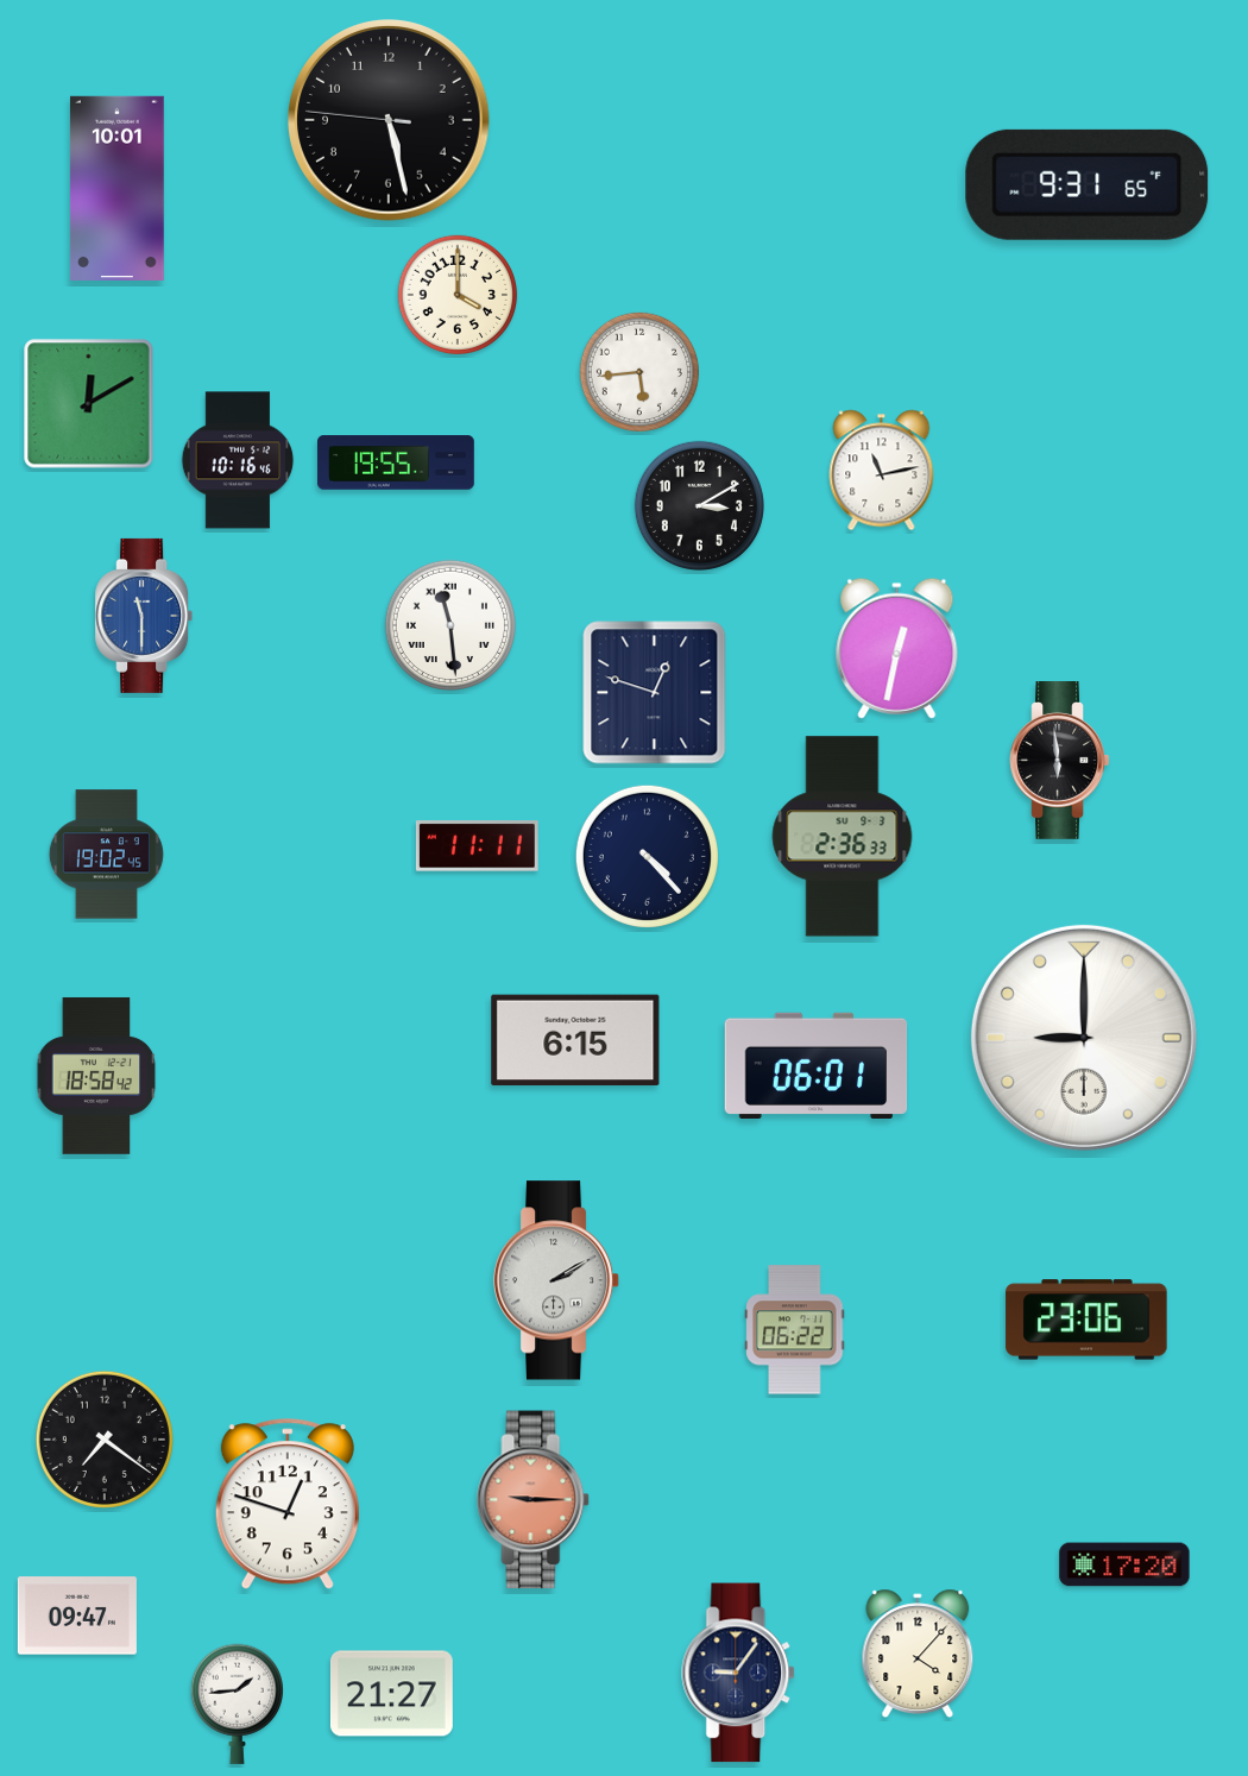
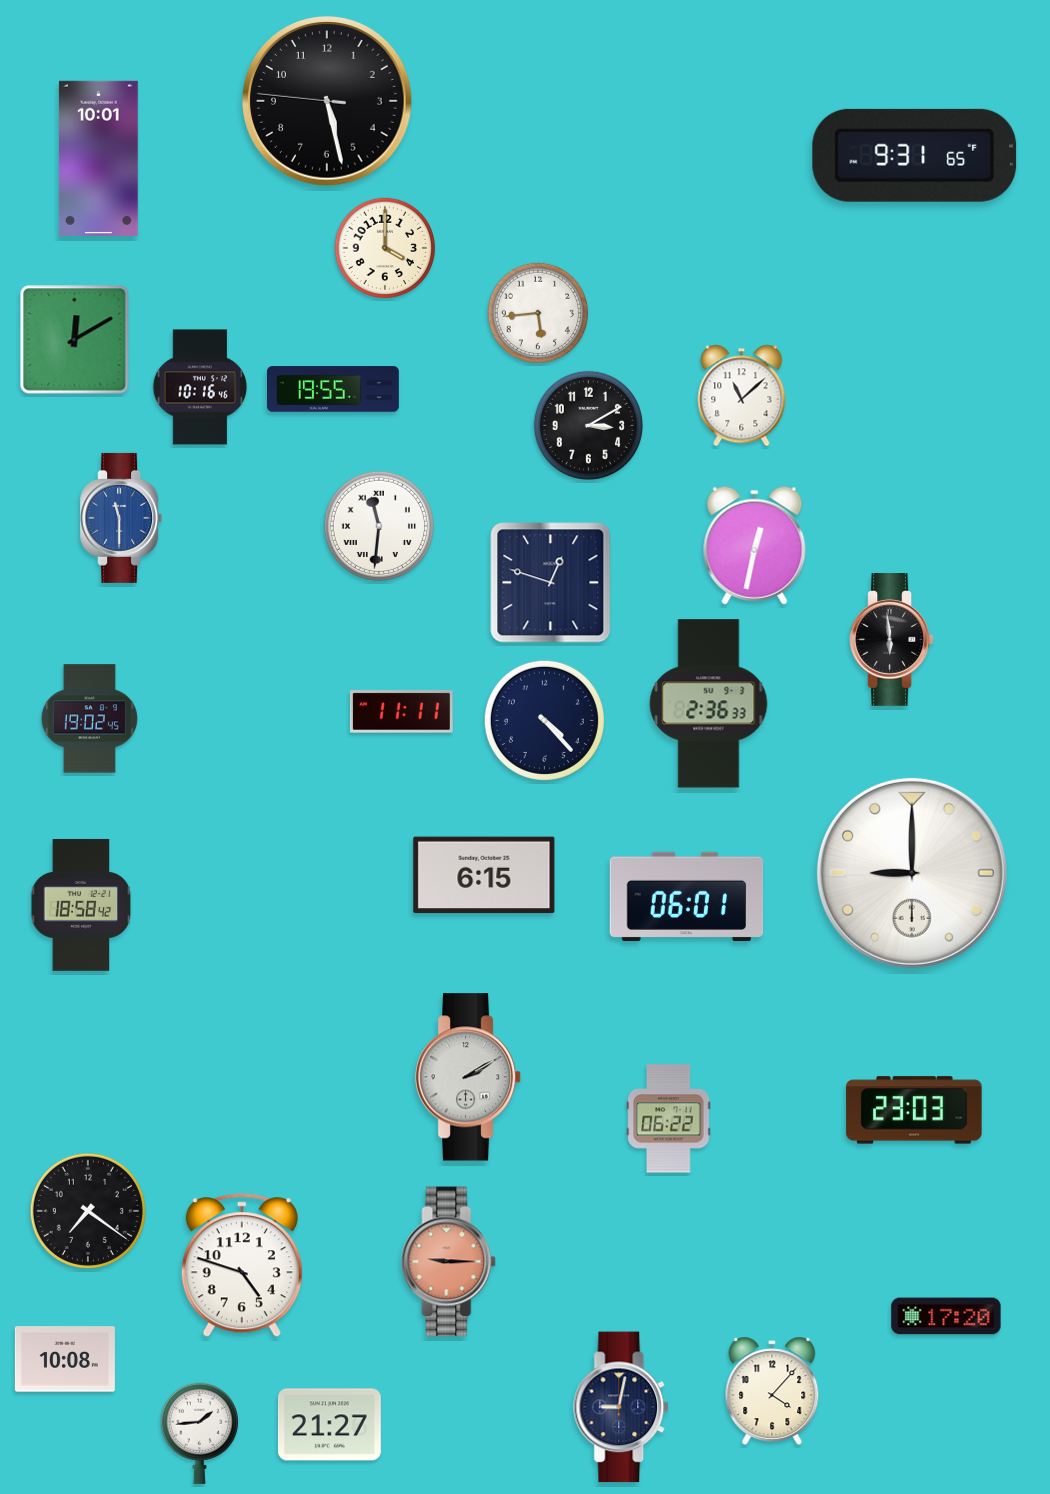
clock at (882, 471): 11:13 -> 11:08
clock at (450, 625): 11:29 -> 11:31
clock at (1086, 1320): 23:06 -> 23:03
clock at (288, 1505): 12:48 -> 4:48
clock at (77, 1616): 09:47 -> 10:08
clock at (739, 1673): 9:06 -> 9:02
